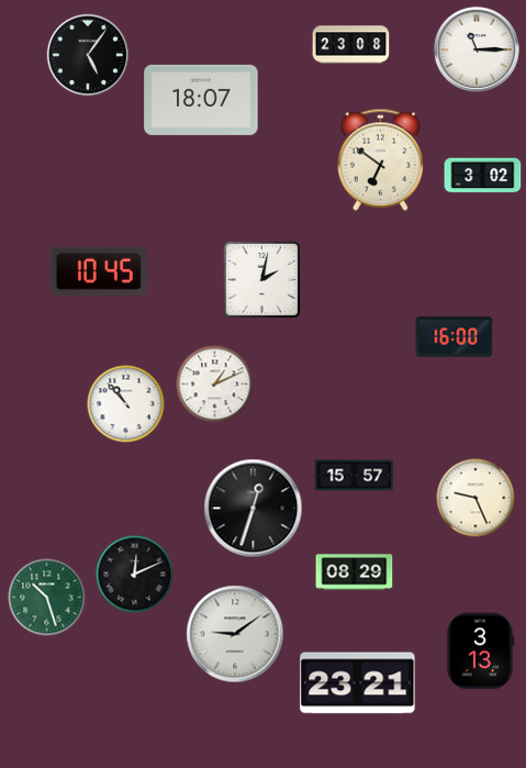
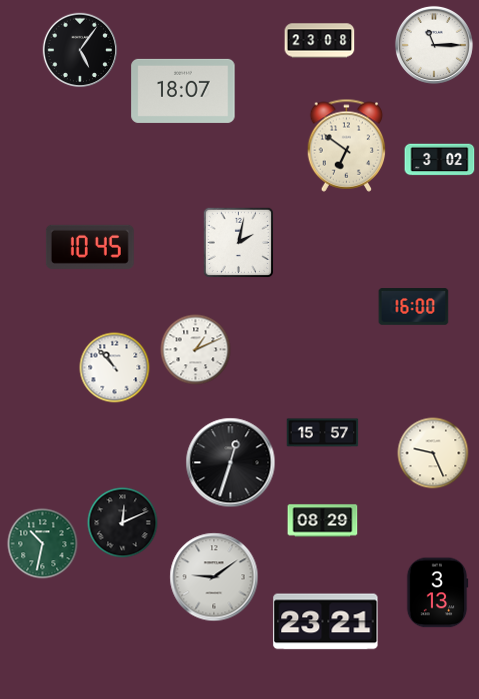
clock at (261, 279) position: (261, 279) -> (238, 242)
clock at (47, 598): 10:27 -> 10:32
